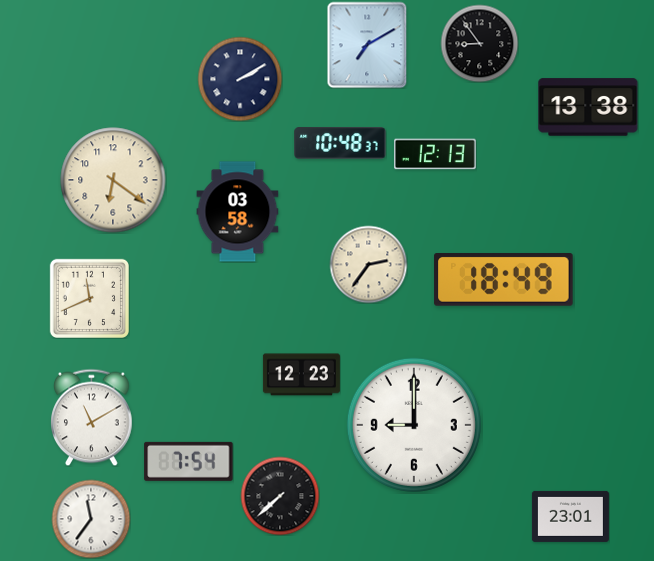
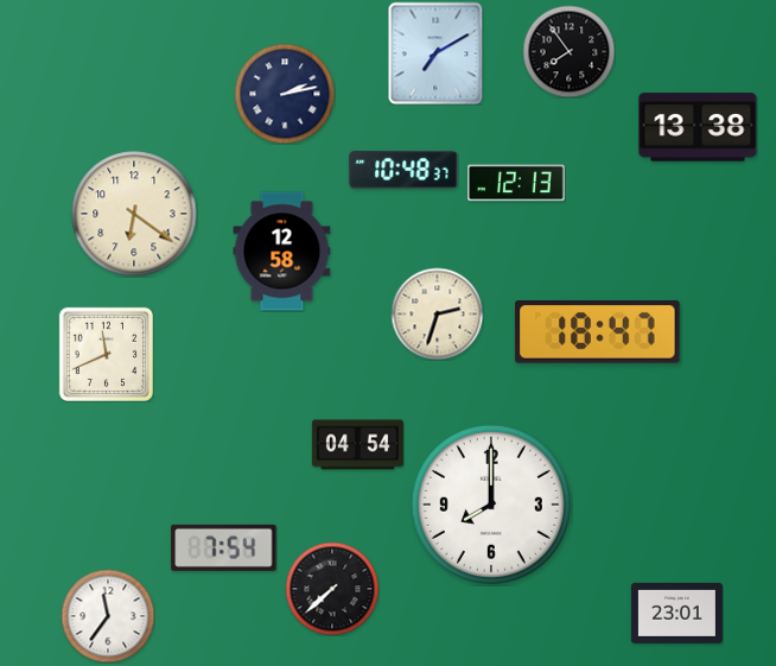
clock at (479, 43): 8:54 -> 7:54
clock at (240, 79): 2:10 -> 2:13
clock at (238, 212): 03:58 -> 12:58
clock at (368, 264): 2:36 -> 2:33
clock at (504, 280): 18:49 -> 18:47
clock at (301, 375): 12:23 -> 04:54
clock at (92, 417): 11:10 -> none
clock at (414, 425): 9:00 -> 8:00
